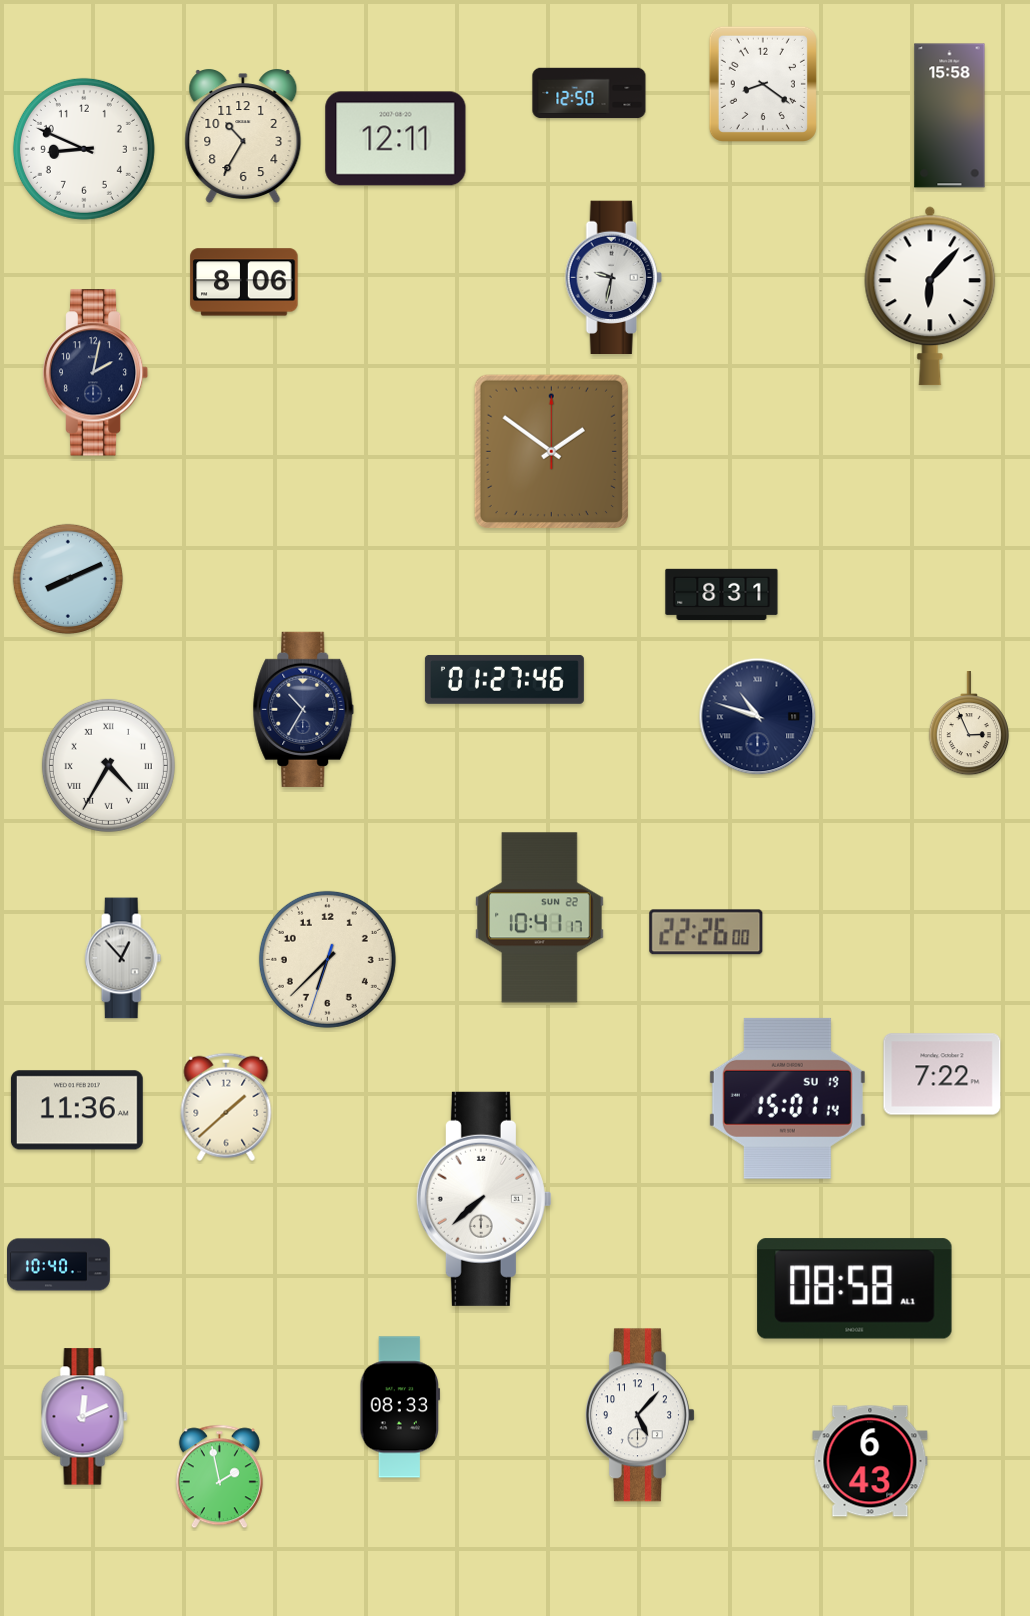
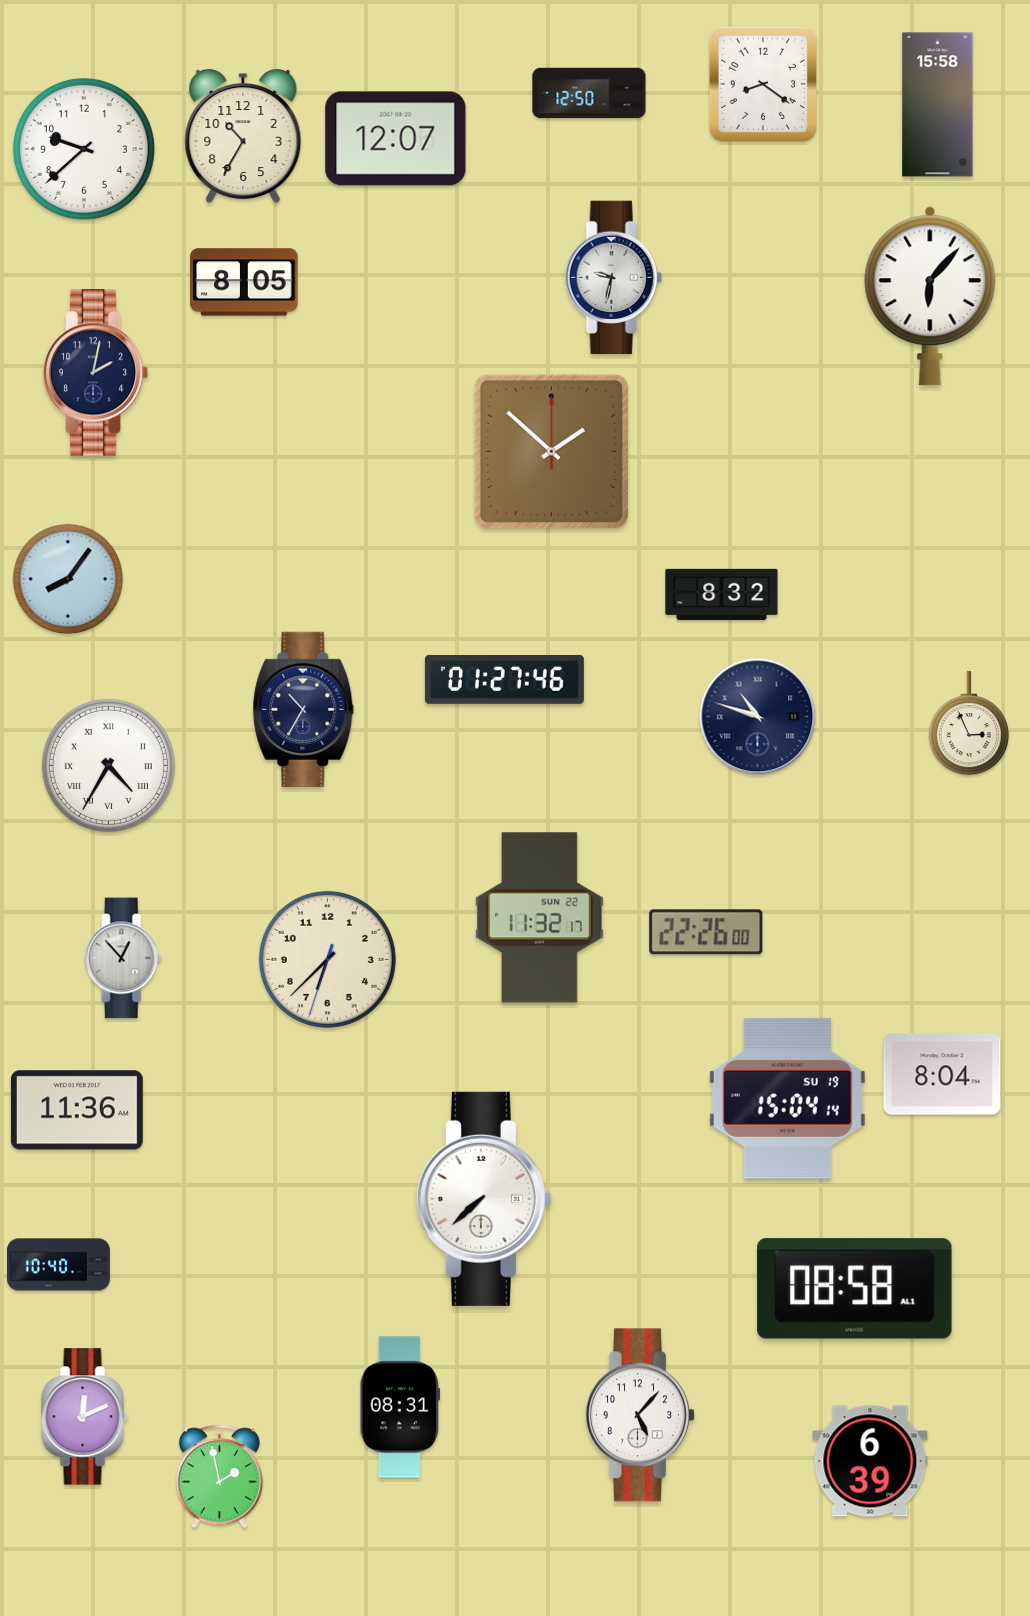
clock at (950, 116) position: (950, 116) -> (938, 105)
clock at (396, 139): 12:11 -> 12:07
clock at (84, 149): 8:49 -> 9:38
clock at (244, 282): 8:06 -> 8:05
clock at (551, 451): 1:51 -> 1:52
clock at (68, 579): 8:11 -> 8:06
clock at (722, 595): 8:31 -> 8:32
clock at (540, 918): 10:41 -> 11:32
clock at (942, 1074): 7:22 -> 8:04
clock at (787, 1098): 15:01 -> 15:04
clock at (226, 1107): 1:38 -> none
clock at (400, 1407): 08:33 -> 08:31
clock at (870, 1461): 6:43 -> 6:39
